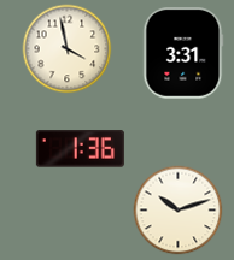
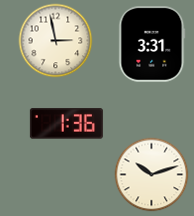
clock at (68, 49): 3:58 -> 2:58
clock at (179, 211) position: (179, 211) -> (152, 175)
